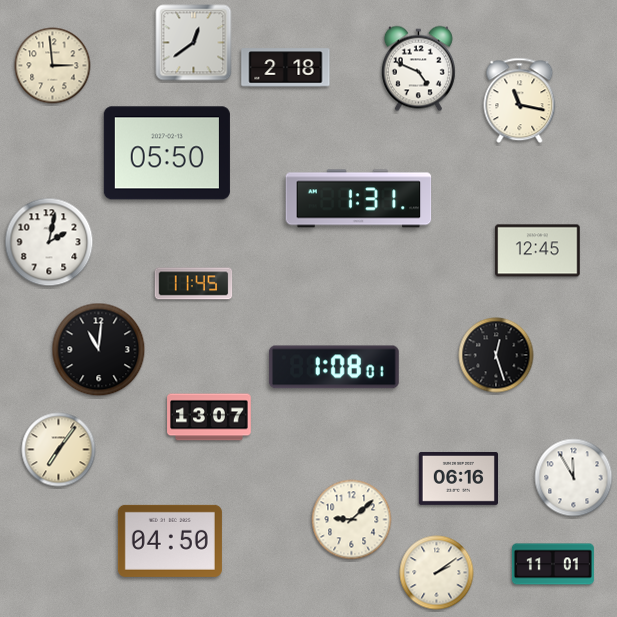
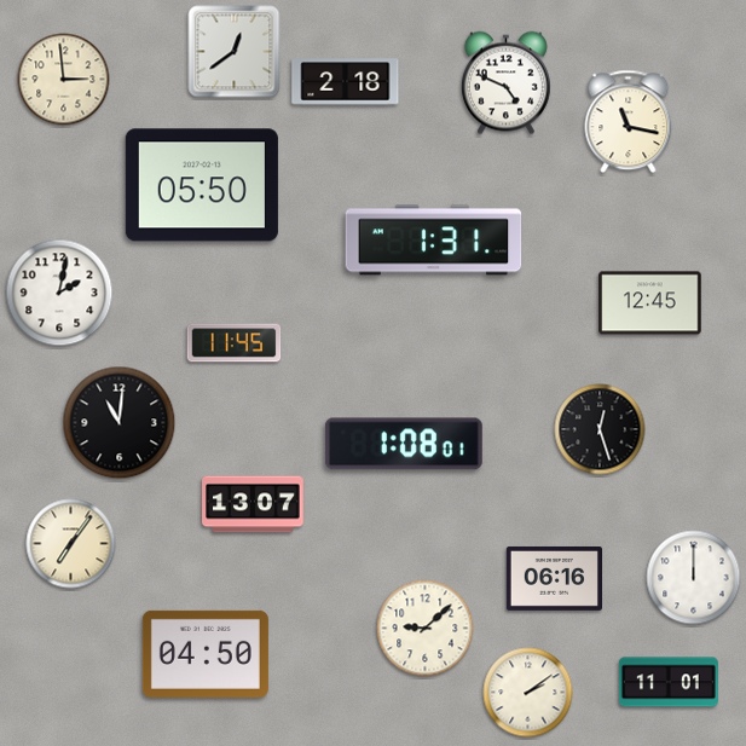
clock at (574, 478): 11:55 -> 12:00
